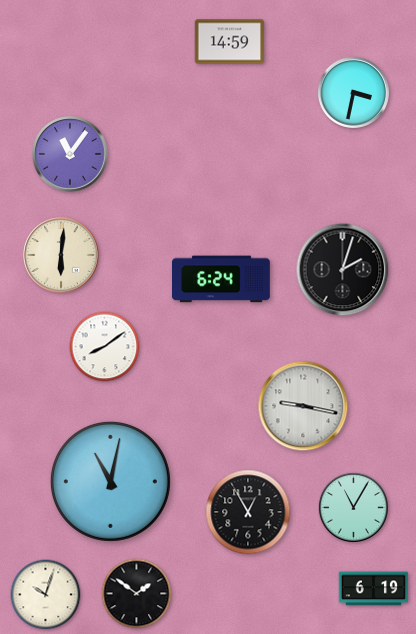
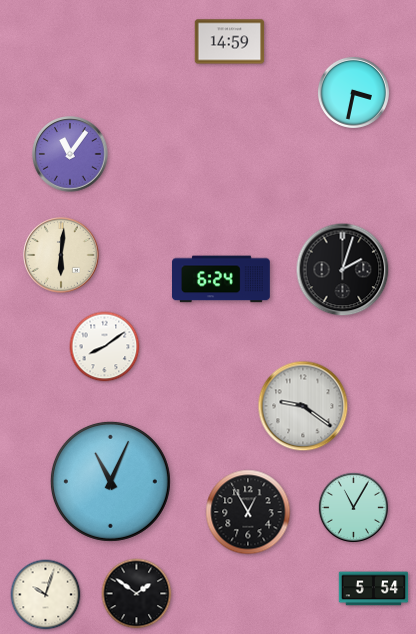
clock at (303, 406): 9:17 -> 9:21
clock at (110, 481): 11:02 -> 11:04
clock at (374, 589): 6:19 -> 5:54
